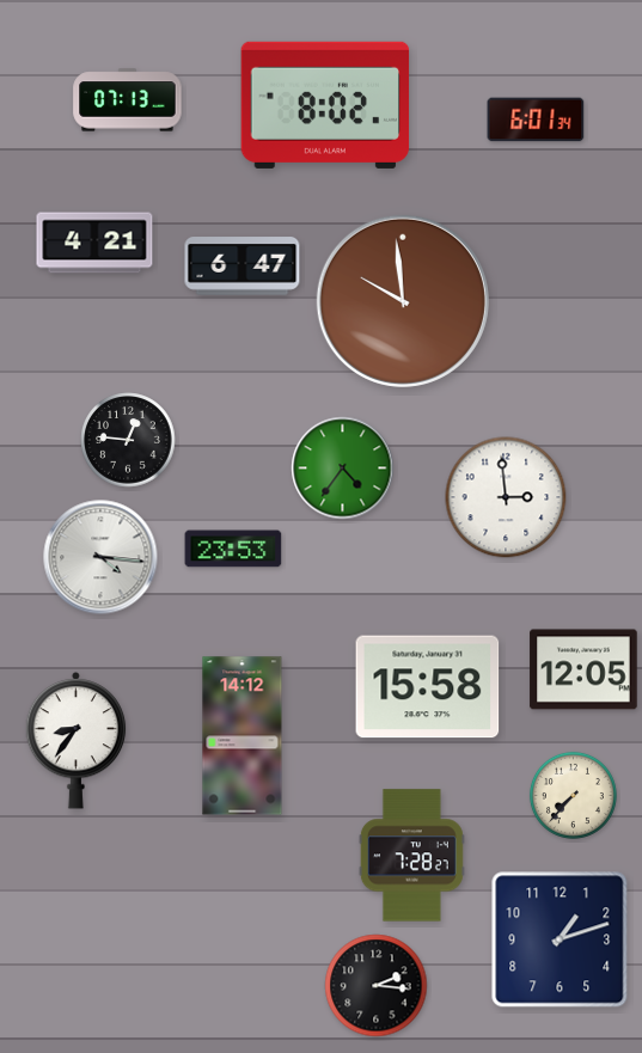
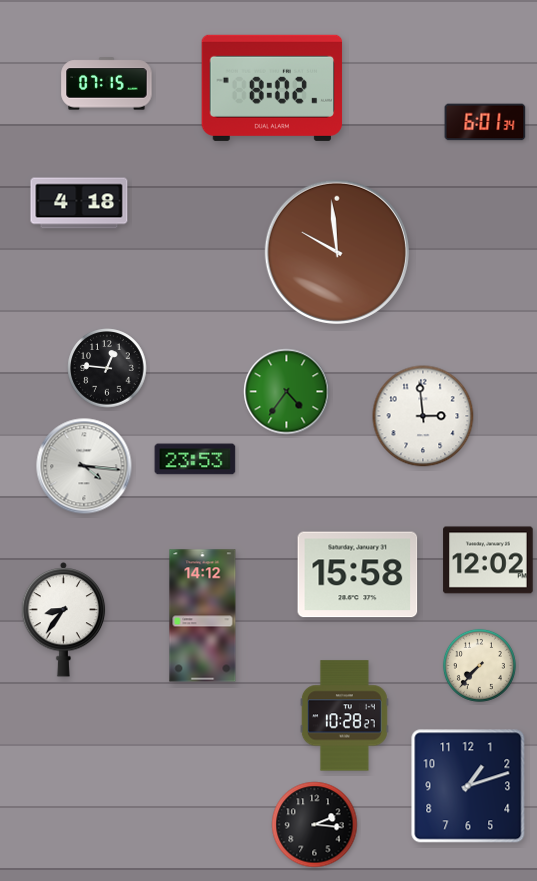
clock at (128, 100): 07:13 -> 07:15
clock at (536, 120) position: (536, 120) -> (485, 122)
clock at (94, 243): 4:21 -> 4:18
clock at (243, 267): 6:47 -> none
clock at (583, 669): 12:05 -> 12:02
clock at (411, 856): 7:28 -> 10:28
